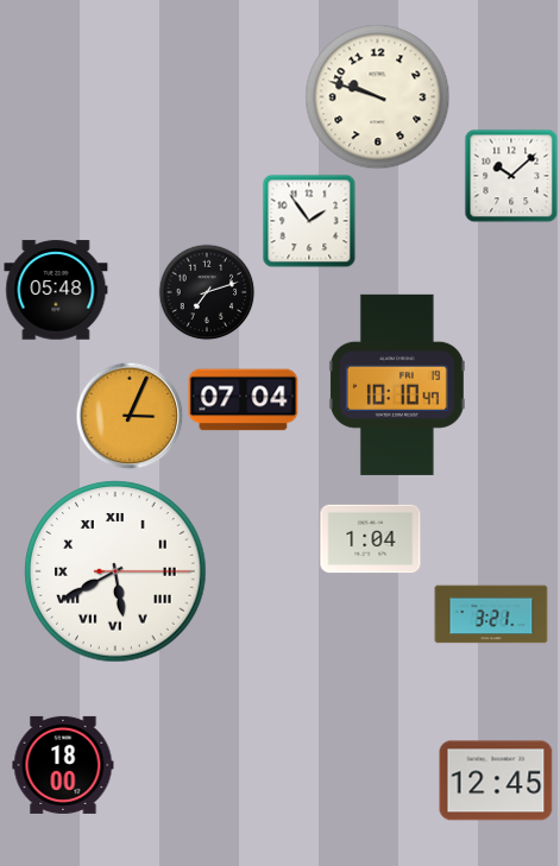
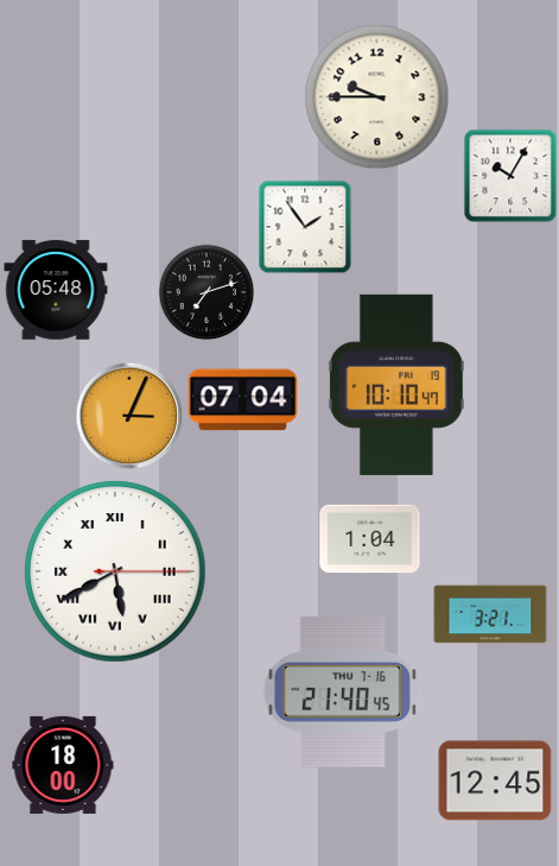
clock at (378, 97): 9:48 -> 9:45
clock at (511, 176): 10:08 -> 10:05
clock at (309, 221) position: (309, 221) -> (305, 227)
clock at (342, 691): none -> 21:40
